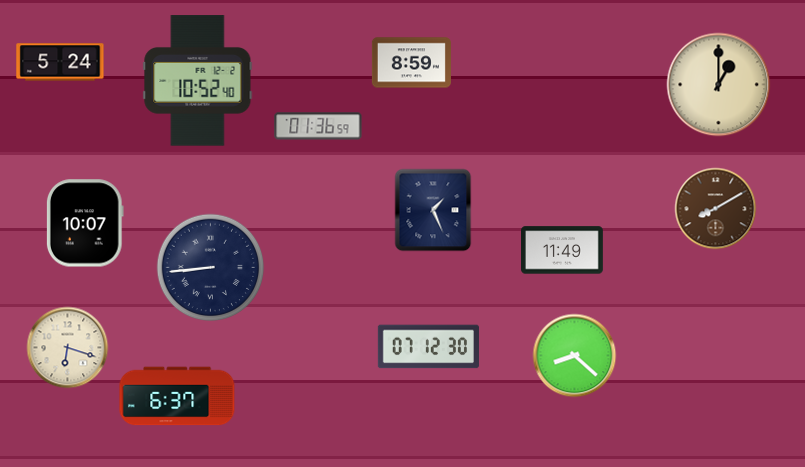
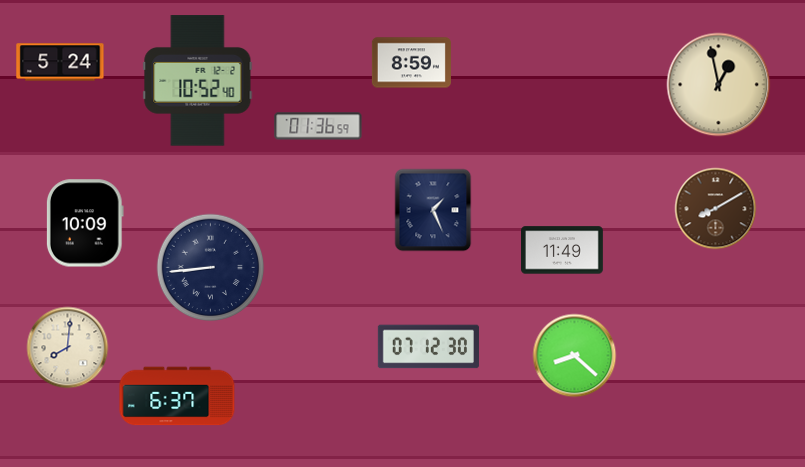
clock at (719, 85): 1:00 -> 12:58
clock at (85, 223): 10:07 -> 10:09
clock at (68, 348): 6:18 -> 8:01
